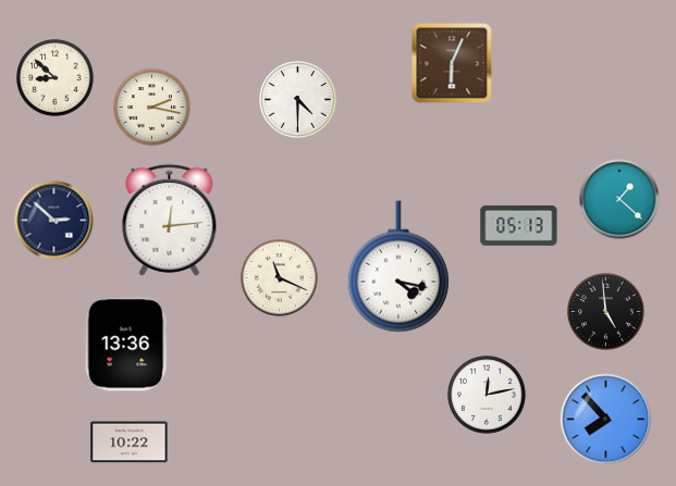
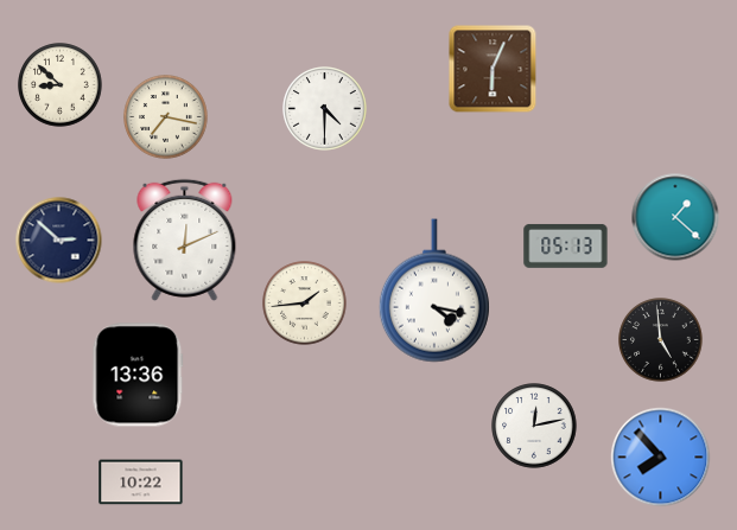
clock at (152, 108): 2:17 -> 7:17
clock at (170, 220): 12:14 -> 12:11
clock at (280, 278): 11:19 -> 1:44
clock at (487, 395) position: (487, 395) -> (534, 426)
